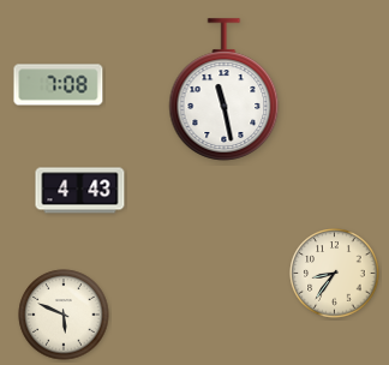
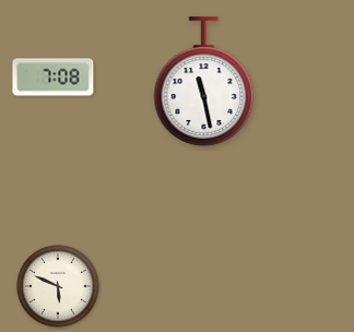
clock at (80, 191): 4:43 -> none
clock at (335, 274): 8:36 -> none
